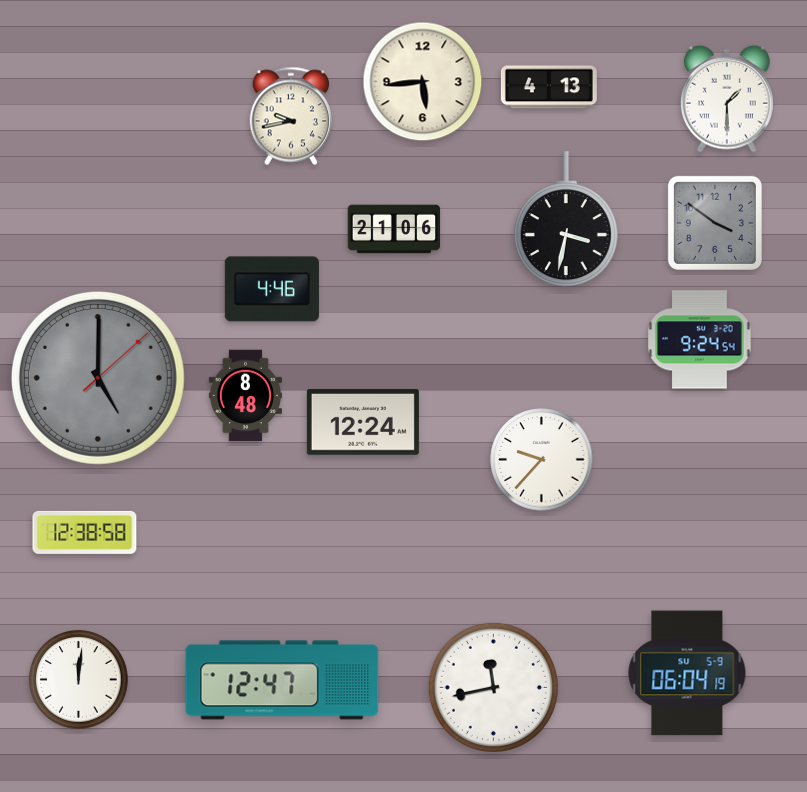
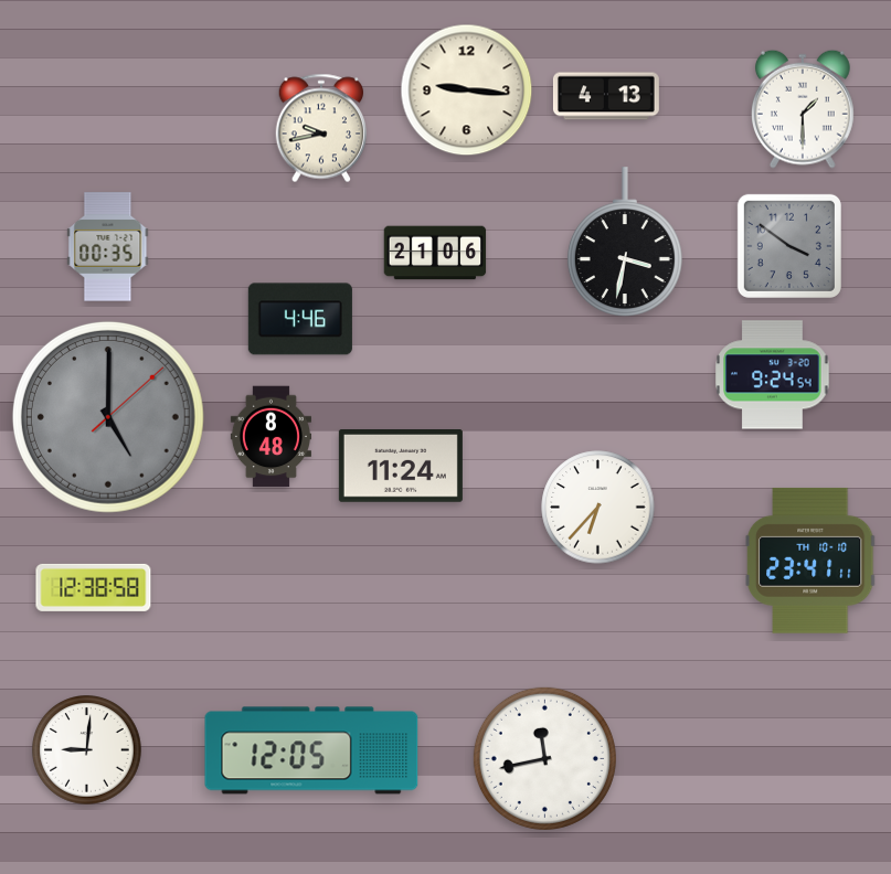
clock at (423, 82): 5:44 -> 9:16
clock at (108, 247): none -> 00:35
clock at (363, 423): 12:24 -> 11:24
clock at (542, 460): 9:37 -> 6:37
clock at (810, 561): none -> 23:41
clock at (687, 673): 06:04 -> none
clock at (79, 680): 12:01 -> 9:01
clock at (282, 680): 12:47 -> 12:05
